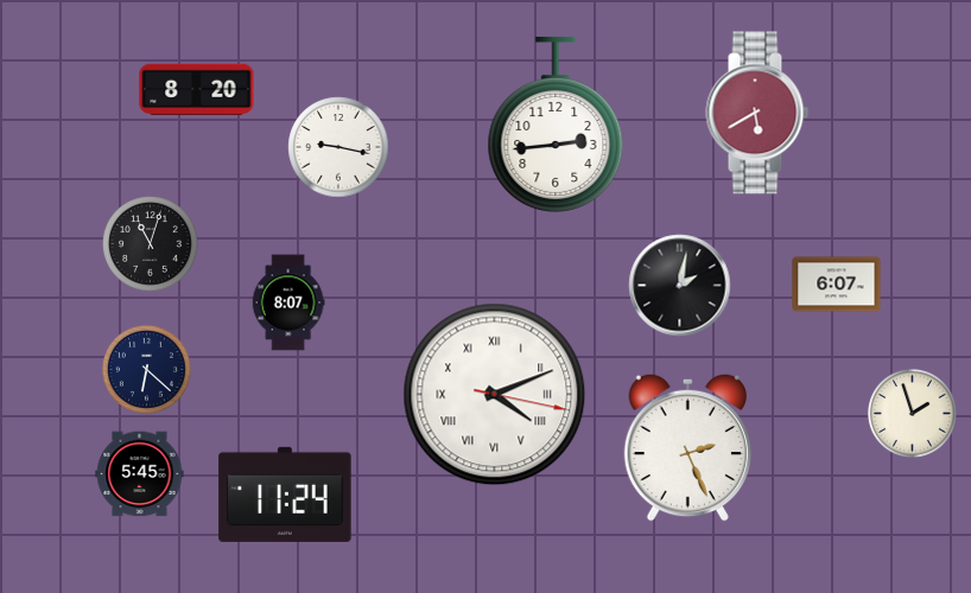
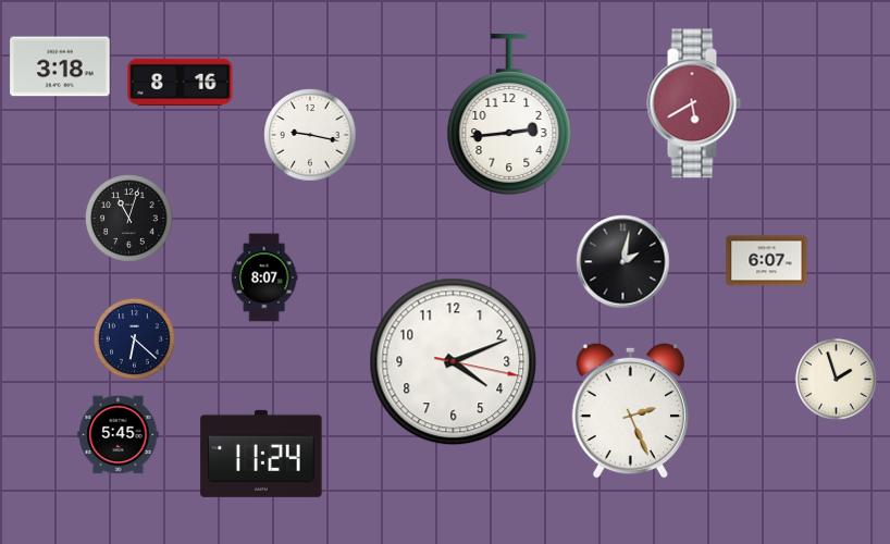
clock at (60, 66): none -> 3:18
clock at (197, 89): 8:20 -> 8:16
clock at (151, 244) position: (151, 244) -> (129, 219)
clock at (495, 395) numerals: Roman -> Arabic
clock at (140, 474) position: (140, 474) -> (119, 435)
